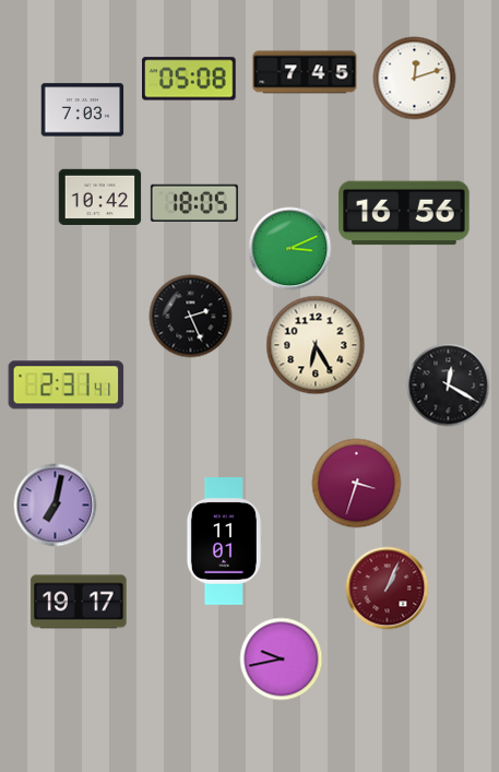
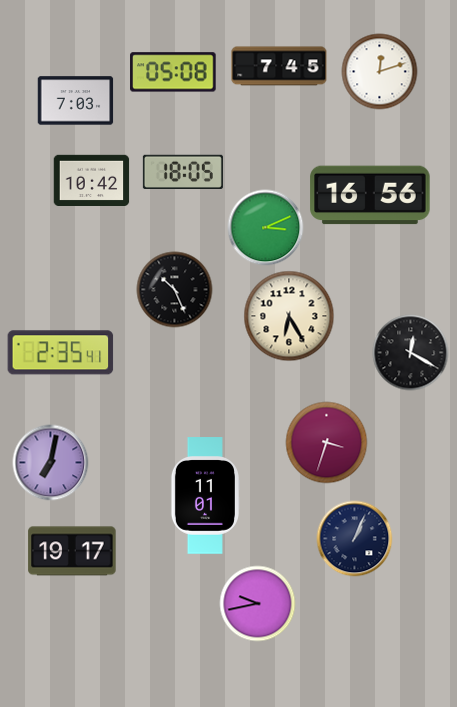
clock at (194, 202) position: (194, 202) -> (183, 171)
clock at (191, 317): 2:26 -> 10:26
clock at (67, 385): 2:31 -> 2:35
clock at (388, 589) dial: burgundy -> navy
